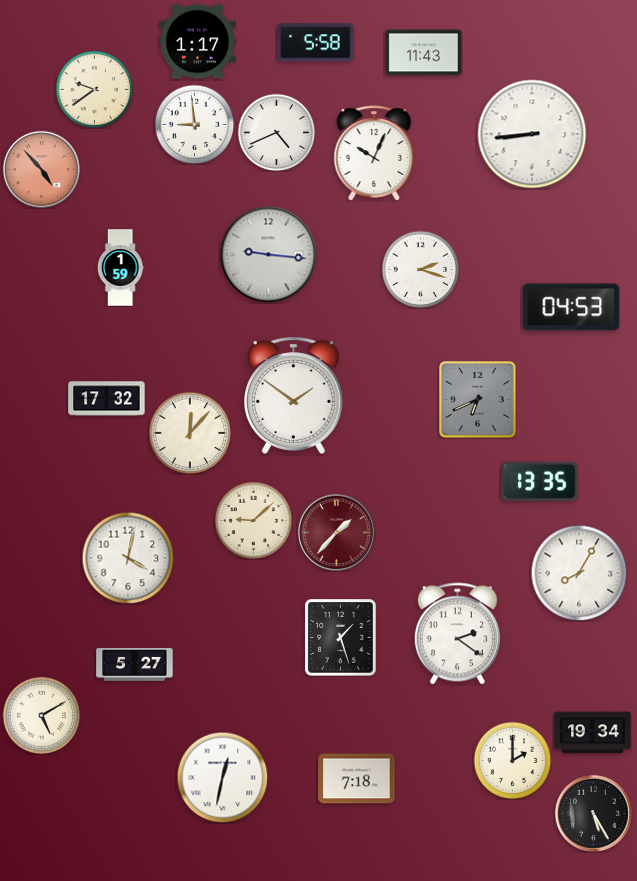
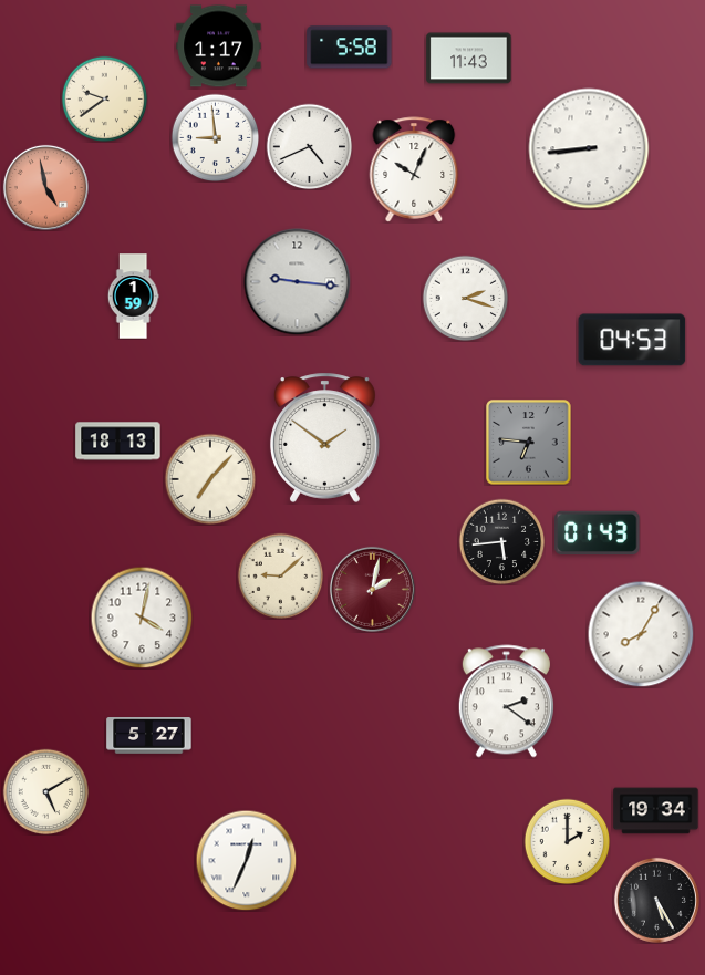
clock at (276, 132) position: (276, 132) -> (309, 146)
clock at (41, 169): 4:53 -> 4:58
clock at (107, 399): 17:32 -> 18:13
clock at (478, 400): 6:41 -> 6:46
clock at (190, 433): 12:07 -> 7:07
clock at (540, 481): 13:35 -> 01:43
clock at (501, 541): none -> 5:44
clock at (336, 532): 1:37 -> 2:02
clock at (341, 638): 1:27 -> none
clock at (222, 777): 12:32 -> 12:34
clock at (357, 779): 7:18 -> none
